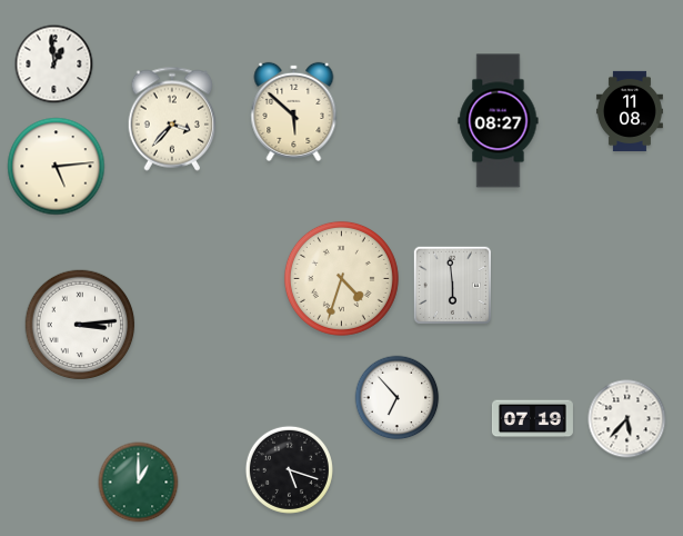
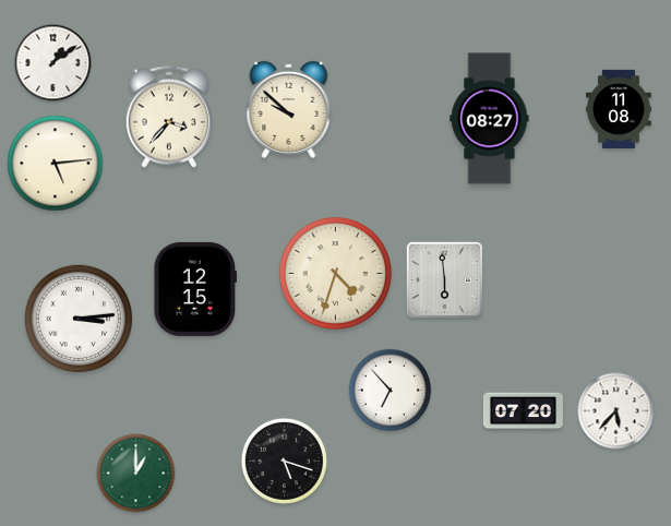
clock at (54, 64): 12:59 -> 1:09
clock at (294, 111): 5:52 -> 9:52
clock at (194, 289): none -> 12:15
clock at (532, 419): 07:19 -> 07:20
